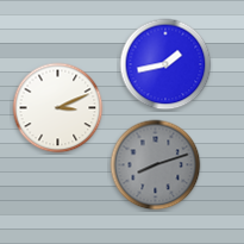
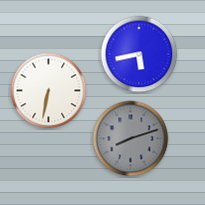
clock at (165, 64): 1:43 -> 5:43
clock at (58, 108): 3:11 -> 6:32
